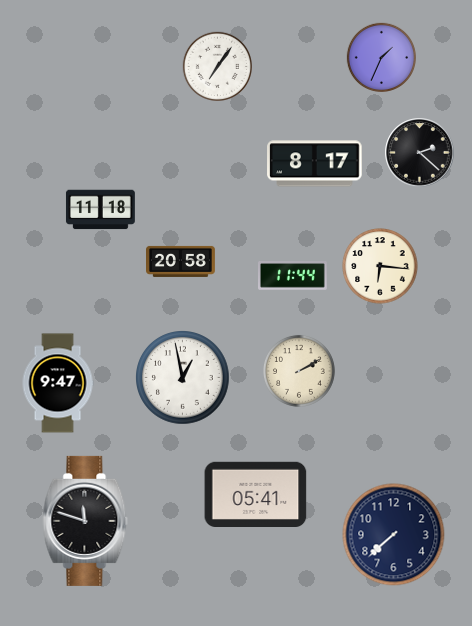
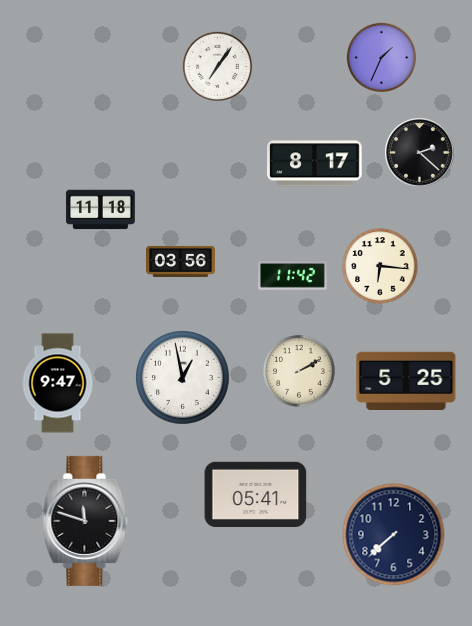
clock at (181, 261): 20:58 -> 03:56
clock at (293, 276): 11:44 -> 11:42
clock at (406, 380): none -> 5:25
